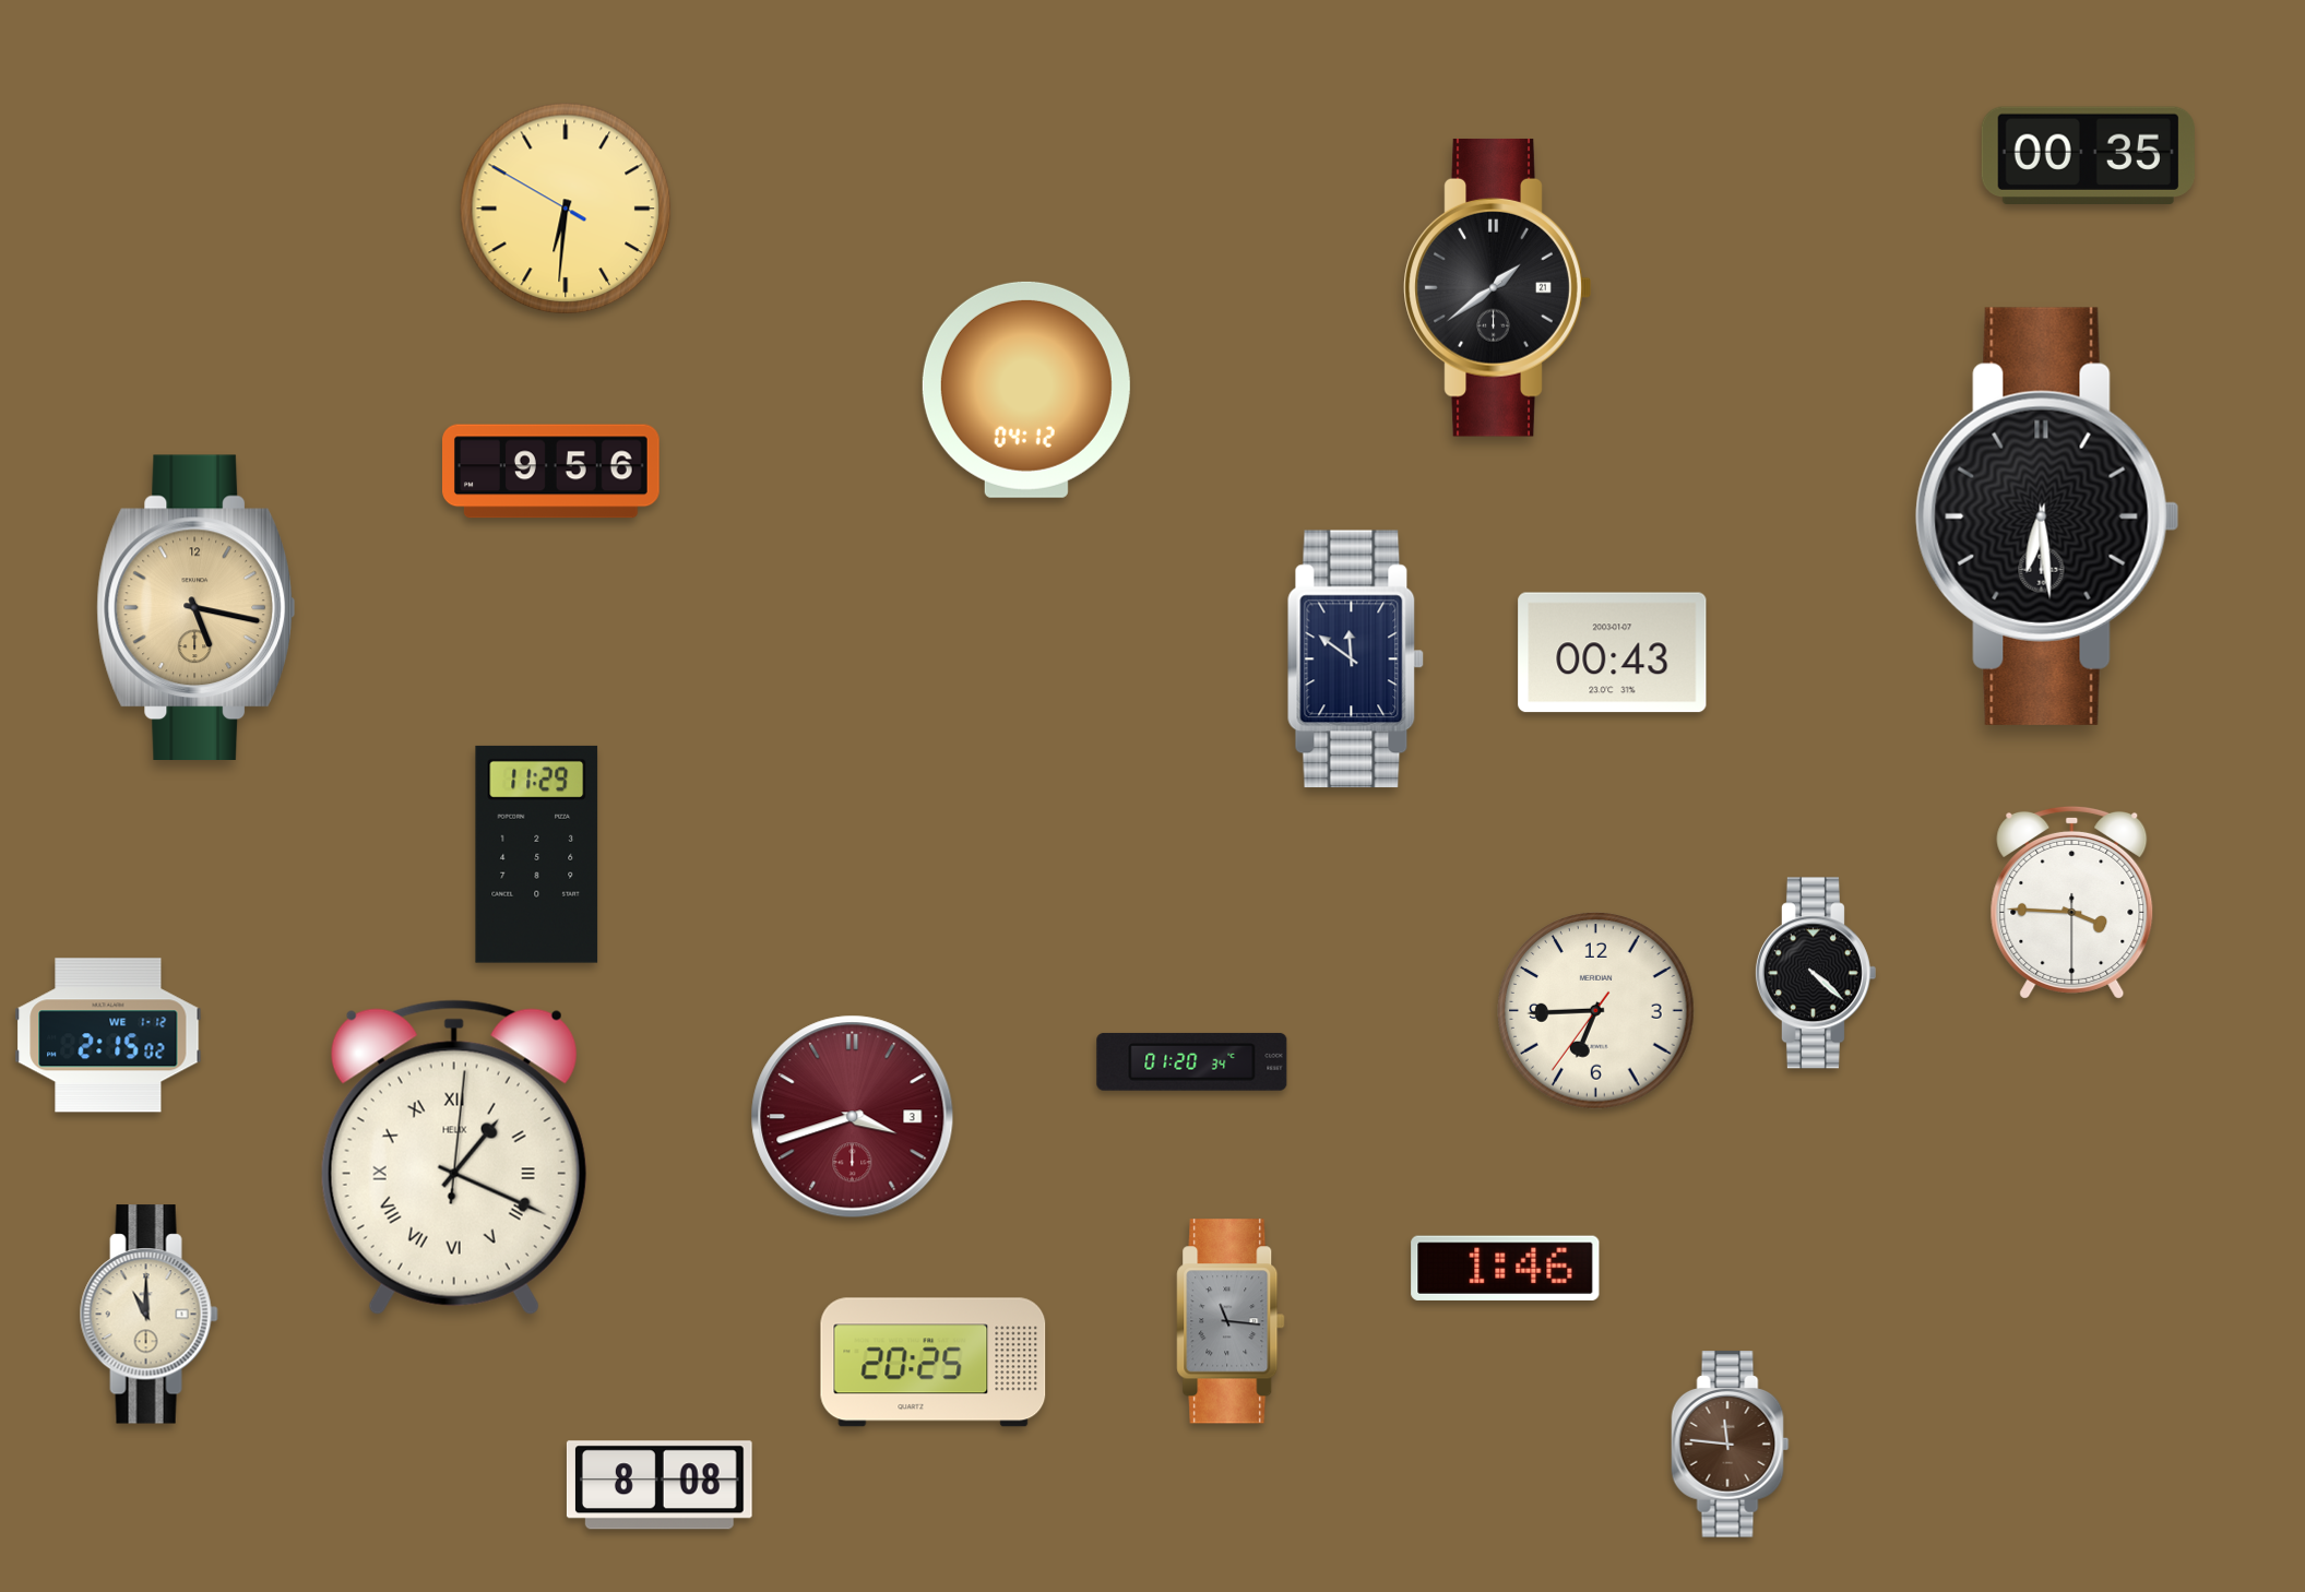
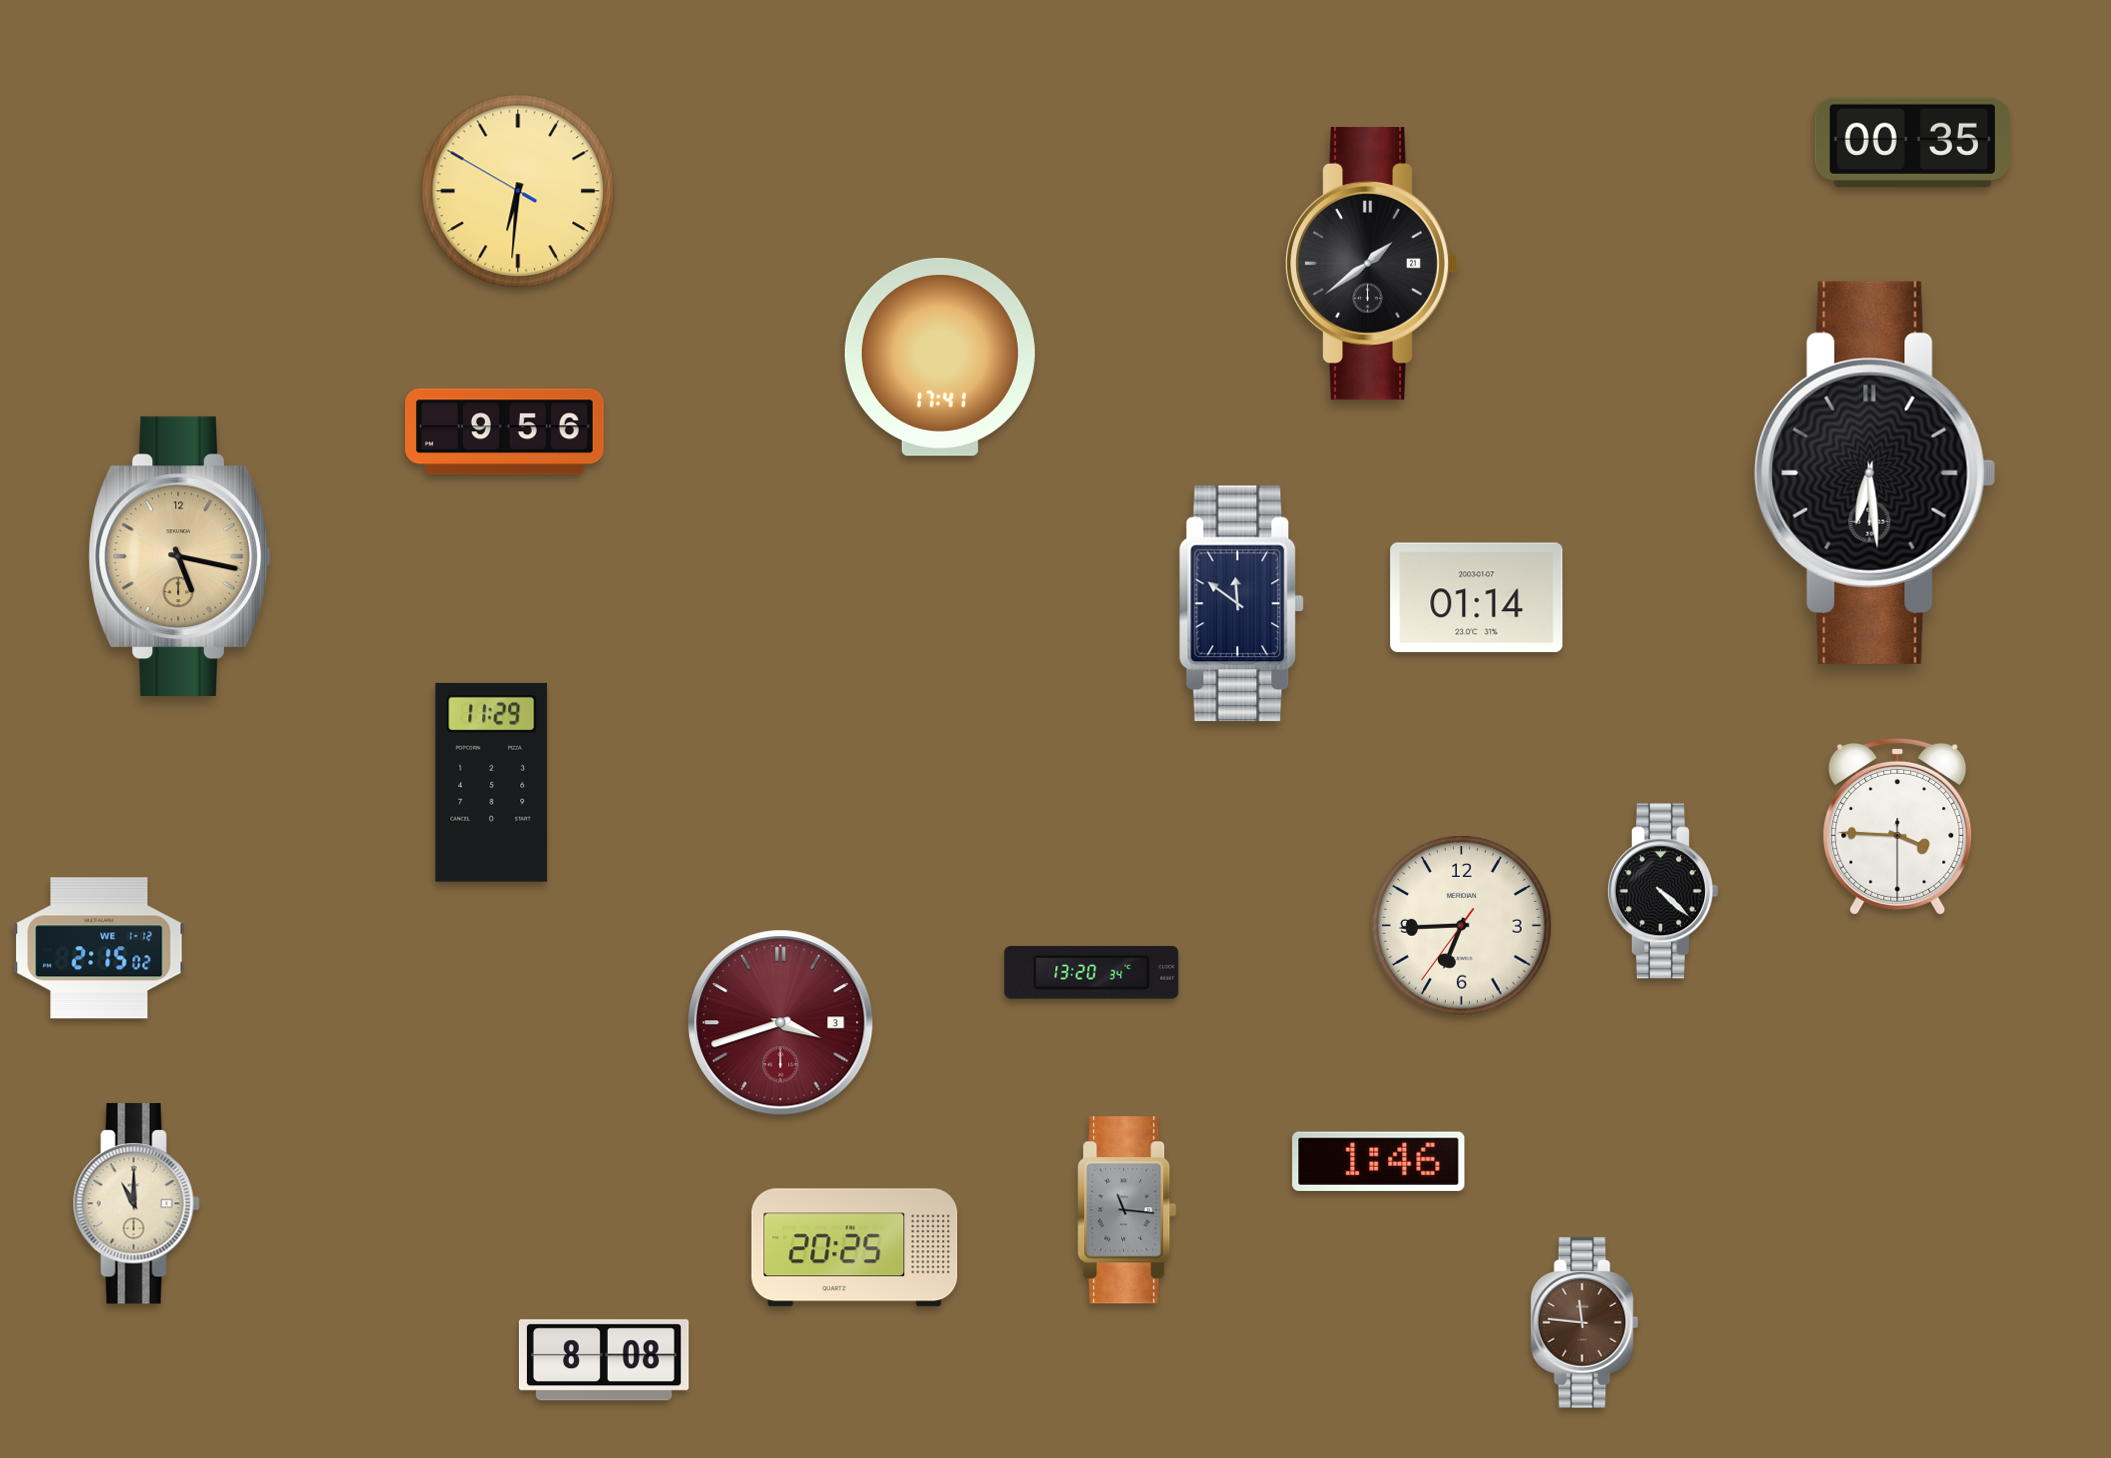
clock at (1026, 390): 04:12 -> 17:41
clock at (1613, 653): 00:43 -> 01:14
clock at (1192, 1061): 01:20 -> 13:20
clock at (454, 1157): 1:19 -> none
